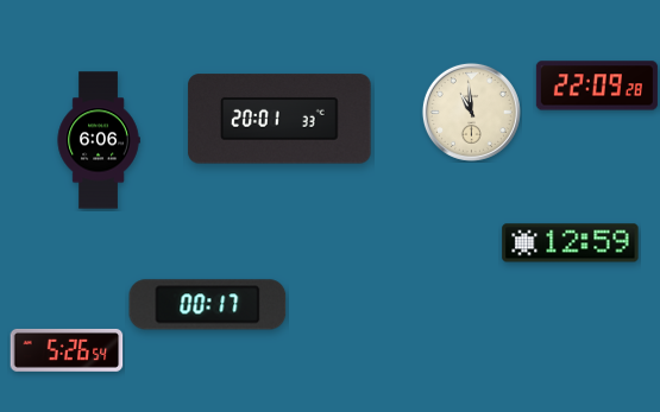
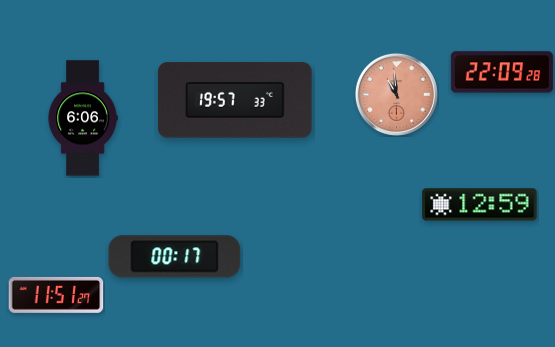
clock at (471, 112) dial: cream -> salmon
clock at (279, 119): 20:01 -> 19:57
clock at (67, 350): 5:26 -> 11:51
